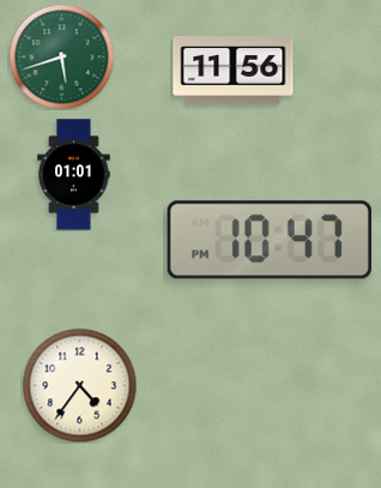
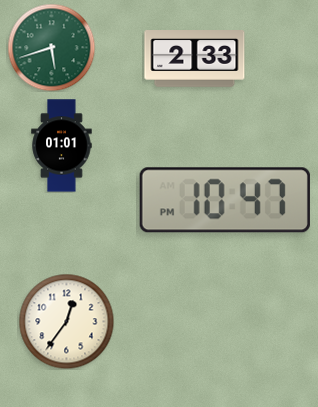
clock at (234, 71): 11:56 -> 2:33
clock at (79, 385): 4:36 -> 12:36
